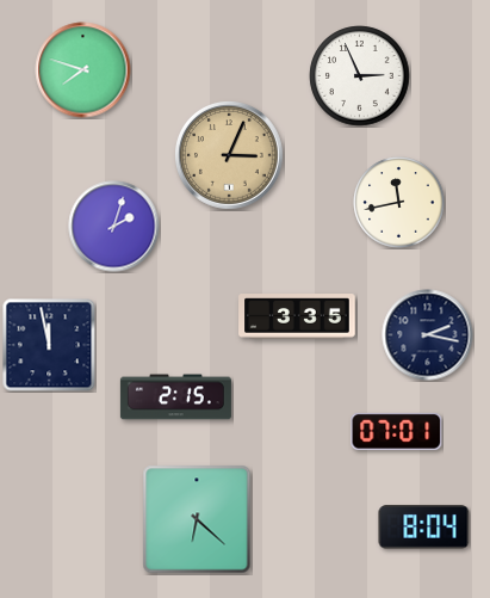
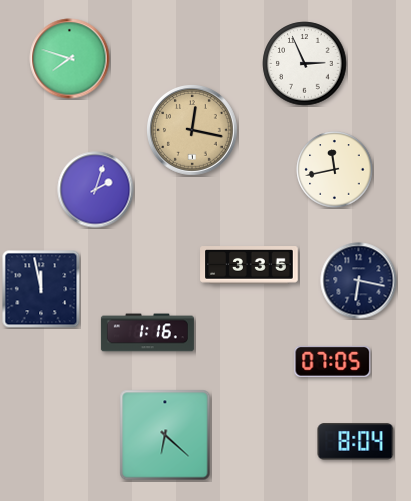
clock at (360, 76) position: (360, 76) -> (305, 64)
clock at (230, 156): 3:04 -> 12:17
clock at (428, 335): 2:17 -> 6:17
clock at (175, 397): 2:15 -> 1:16
clock at (397, 431): 07:01 -> 07:05
